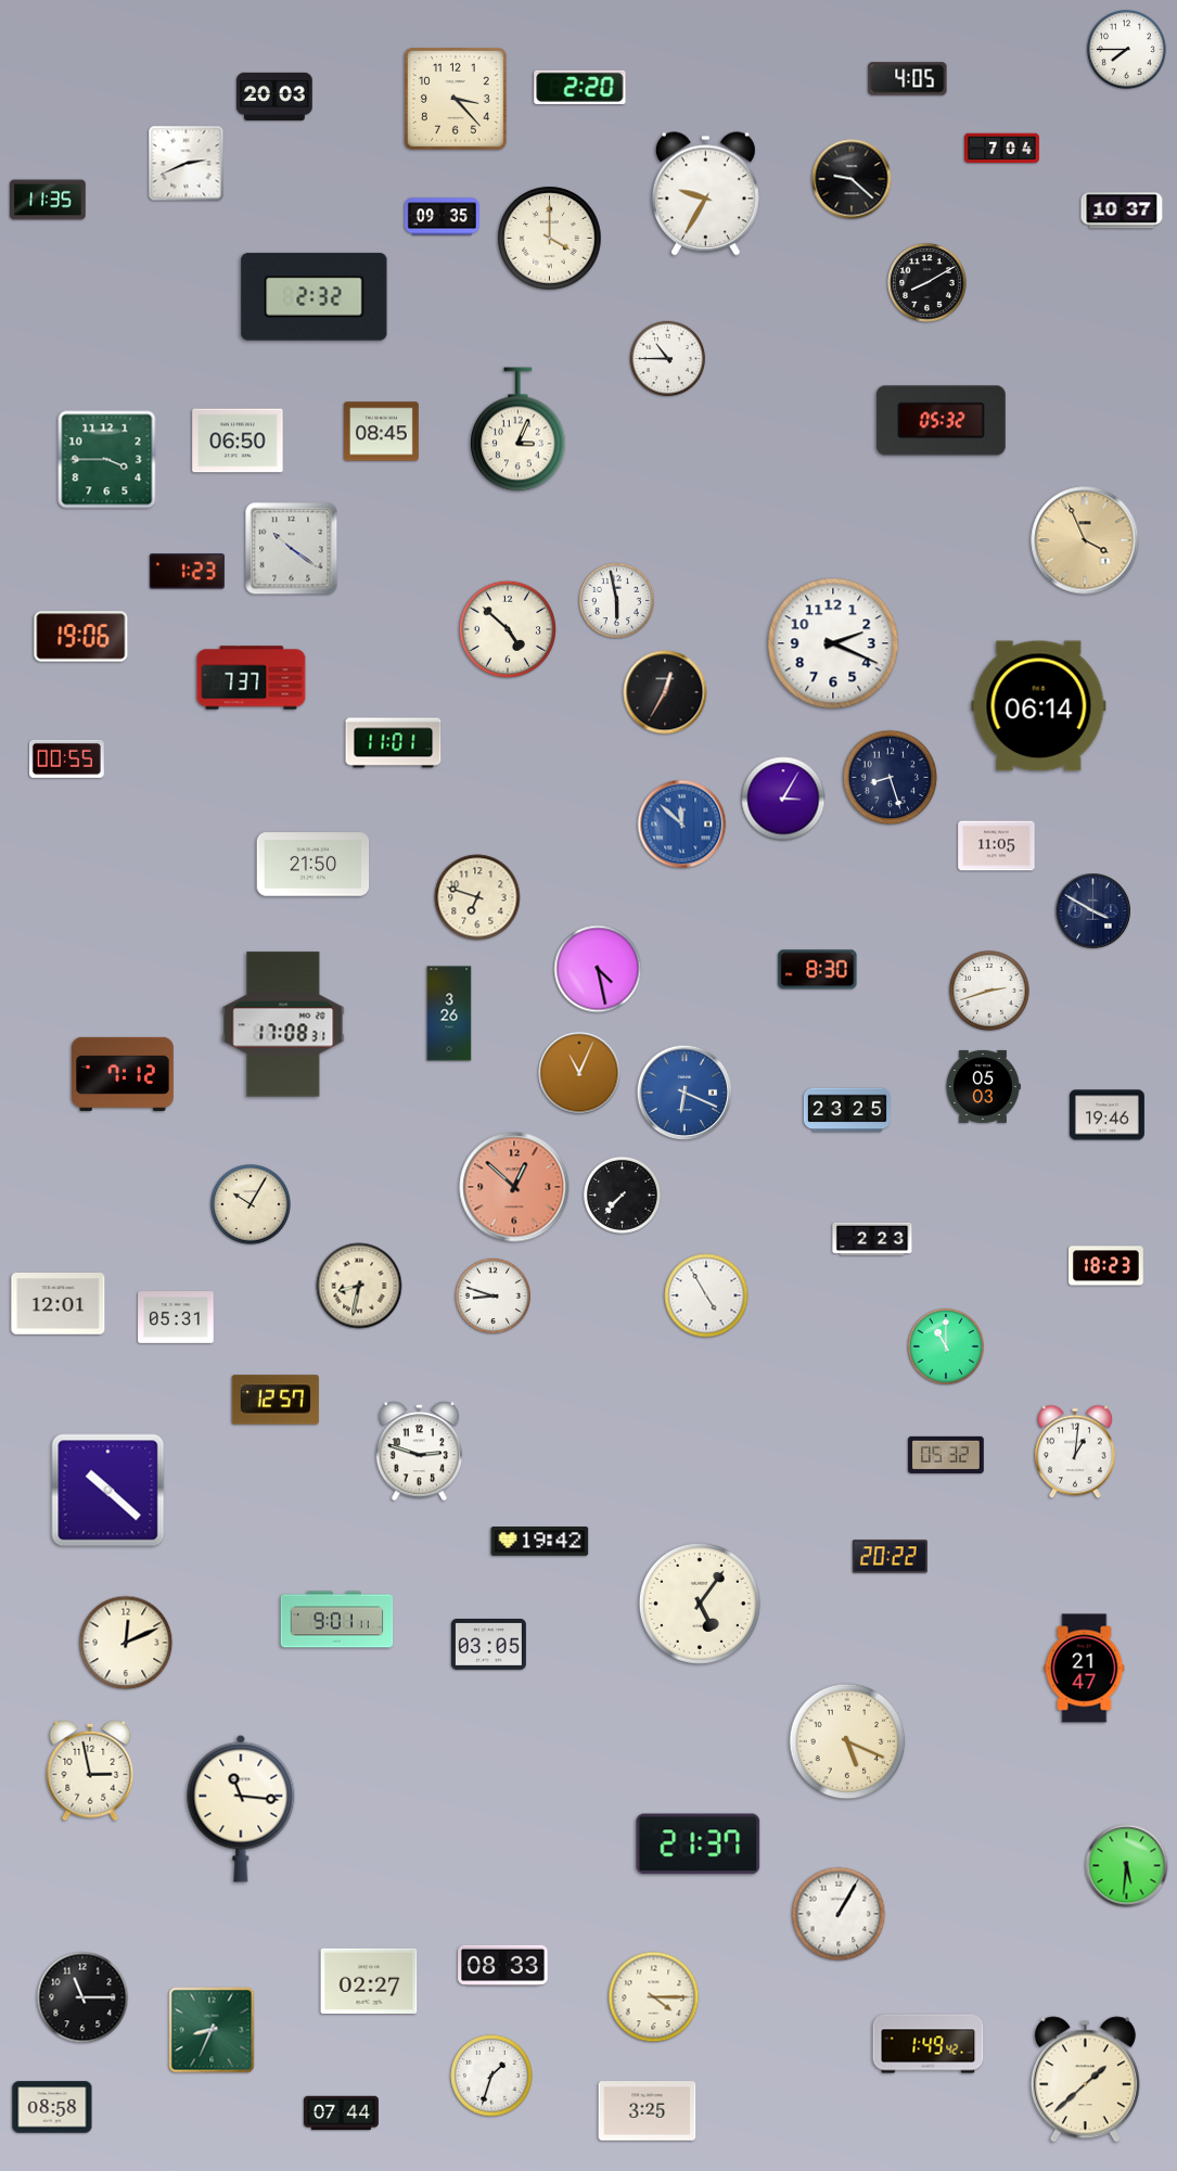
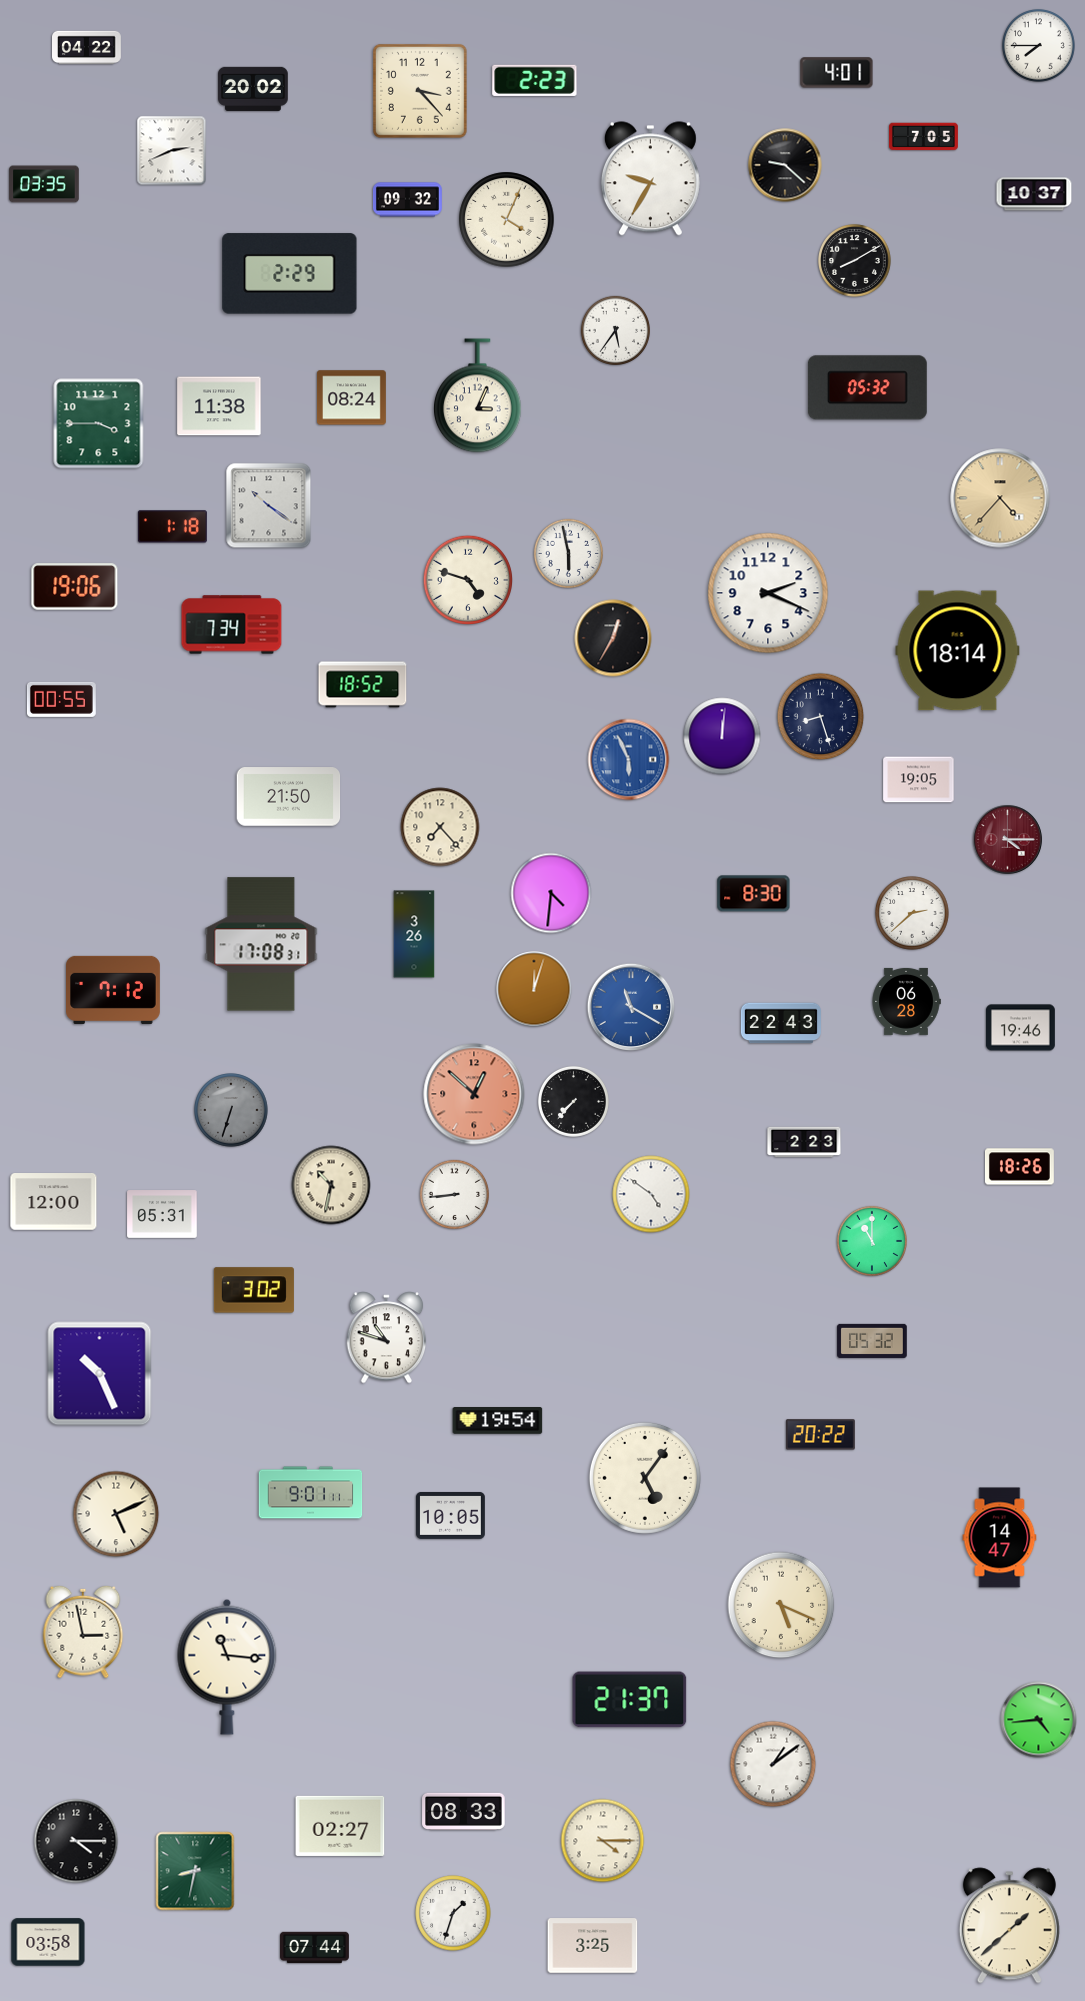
clock at (87, 48): none -> 04:22
clock at (908, 79): 4:05 -> 4:01
clock at (580, 87): 2:20 -> 2:23
clock at (274, 97): 20:03 -> 20:02
clock at (1002, 149): 7:04 -> 7:05
clock at (48, 200): 11:35 -> 03:35
clock at (442, 217): 09:35 -> 09:32
clock at (550, 239): 4:00 -> 4:04
clock at (315, 297): 2:32 -> 2:29
clock at (667, 358): 10:45 -> 5:36
clock at (381, 432): 08:45 -> 08:24
clock at (238, 440): 06:50 -> 11:38
clock at (1085, 540): 3:56 -> 4:37
clock at (187, 572): 1:23 -> 1:18
clock at (507, 628): 4:52 -> 4:48
clock at (252, 678): 7:37 -> 7:34
clock at (1039, 706): 06:14 -> 18:14
clock at (394, 743): 11:01 -> 18:52
clock at (783, 799): 3:05 -> 12:01
clock at (682, 825): 11:52 -> 5:56
clock at (997, 846): 11:05 -> 19:05
clock at (477, 897): 6:48 -> 7:23
clock at (1093, 911): 3:50 -> 4:15
clock at (1093, 911) dial: navy -> burgundy
clock at (598, 969): 4:28 -> 4:31
clock at (989, 991): 2:42 -> 2:38
clock at (579, 1073): 11:04 -> 12:03
clock at (983, 1086): 05:03 -> 06:28
clock at (685, 1093): 6:19 -> 11:20
clock at (847, 1110): 23:25 -> 22:43
clock at (251, 1204): 10:05 -> 6:33
clock at (251, 1204) dial: cream -> grey
clock at (1105, 1266): 18:23 -> 18:26
clock at (359, 1286): 8:32 -> 10:32
clock at (492, 1295): 8:48 -> 8:44
clock at (706, 1295): 4:55 -> 4:51
clock at (59, 1304): 12:01 -> 12:00
clock at (276, 1400): 12:57 -> 3:02
clock at (420, 1452): 2:48 -> 10:48
clock at (1075, 1452): 1:01 -> none
clock at (108, 1491): 10:22 -> 10:26
clock at (540, 1542): 19:42 -> 19:54
clock at (126, 1643): 12:11 -> 5:11
clock at (488, 1644): 03:05 -> 10:05
clock at (1085, 1669): 21:47 -> 14:47
clock at (241, 1809) position: (241, 1809) -> (227, 1667)
clock at (699, 1844) position: (699, 1844) -> (630, 1700)
clock at (1127, 1866): 5:31 -> 4:44
clock at (839, 1914): 1:05 -> 1:09
clock at (82, 1997): 11:15 -> 4:15
clock at (212, 2030): 8:34 -> 8:32
clock at (929, 2044): 1:49 -> none
clock at (1085, 2080) position: (1085, 2080) -> (1009, 1926)
clock at (52, 2107): 08:58 -> 03:58
clock at (648, 2111) position: (648, 2111) -> (593, 1946)
